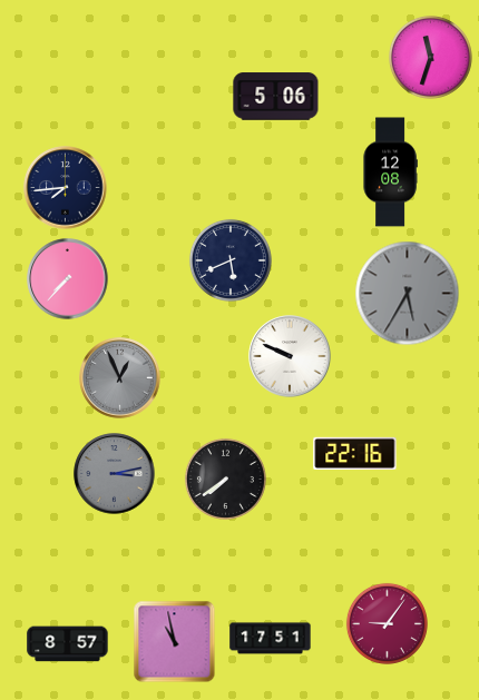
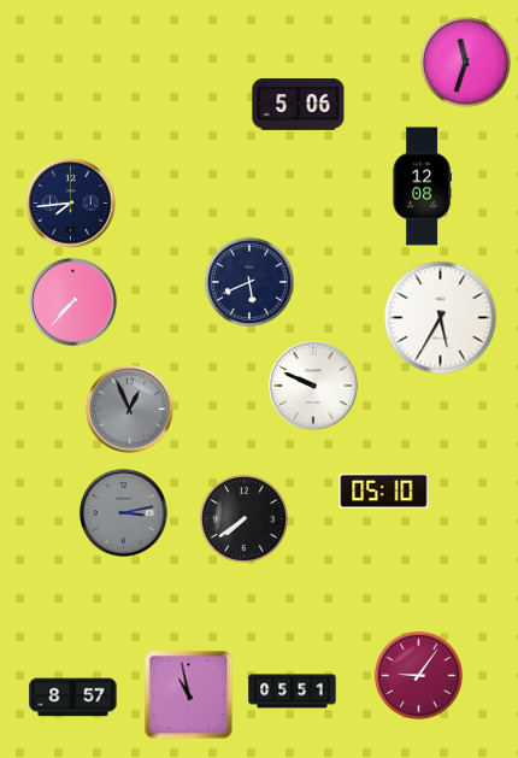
clock at (408, 294) dial: grey -> white
clock at (355, 453): 22:16 -> 05:10
clock at (271, 639): 17:51 -> 05:51
